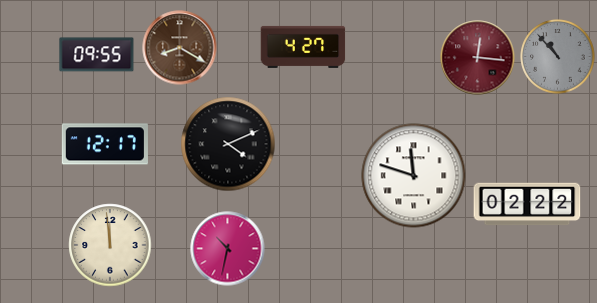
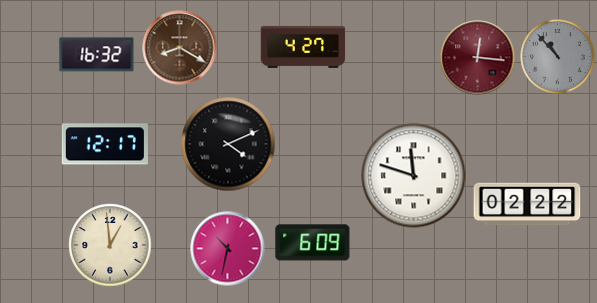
clock at (97, 55): 09:55 -> 16:32
clock at (313, 243): none -> 6:09
clock at (110, 245): 11:59 -> 12:59
